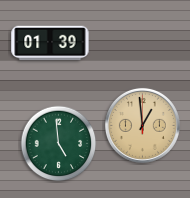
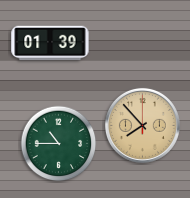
clock at (142, 125): 12:59 -> 7:53
clock at (59, 144): 4:59 -> 10:45
